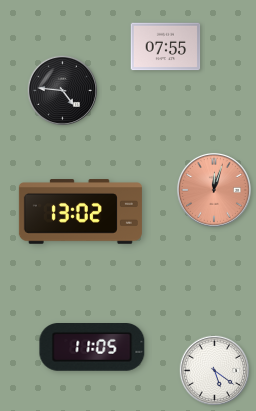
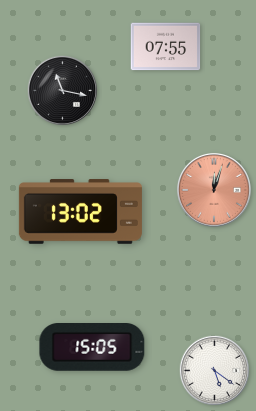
clock at (62, 90): 4:46 -> 11:17
clock at (92, 348): 11:05 -> 15:05
